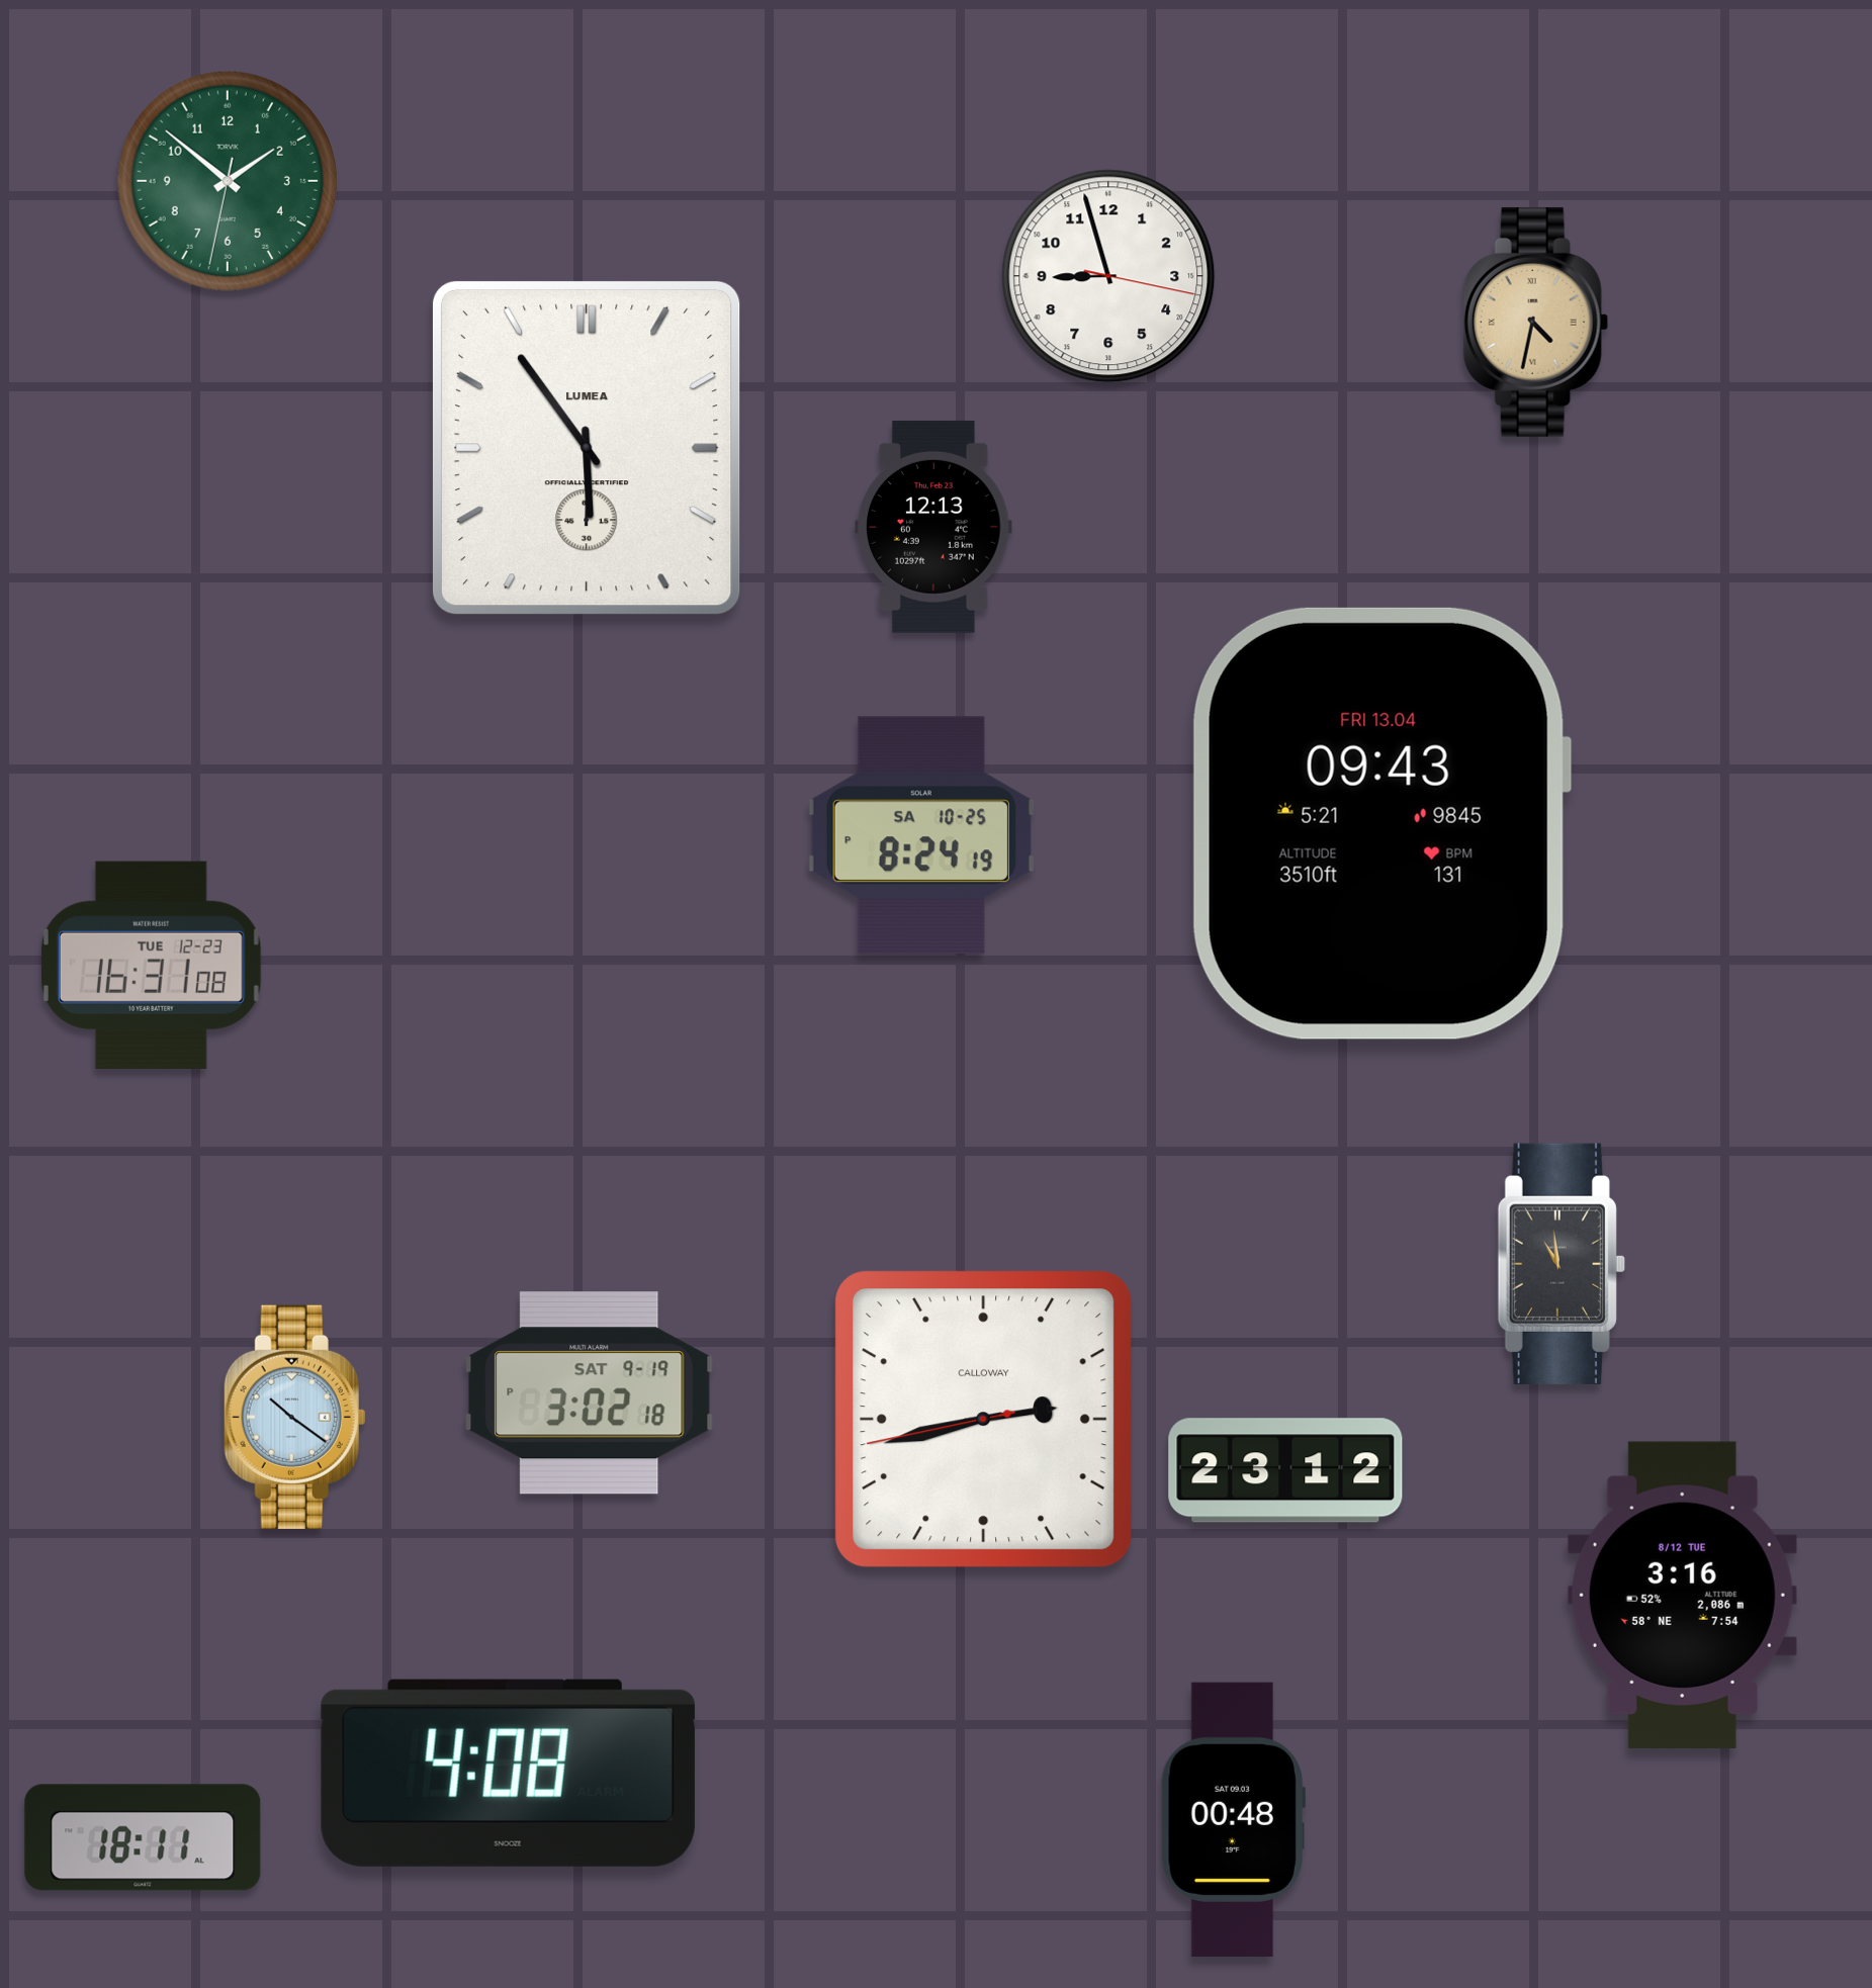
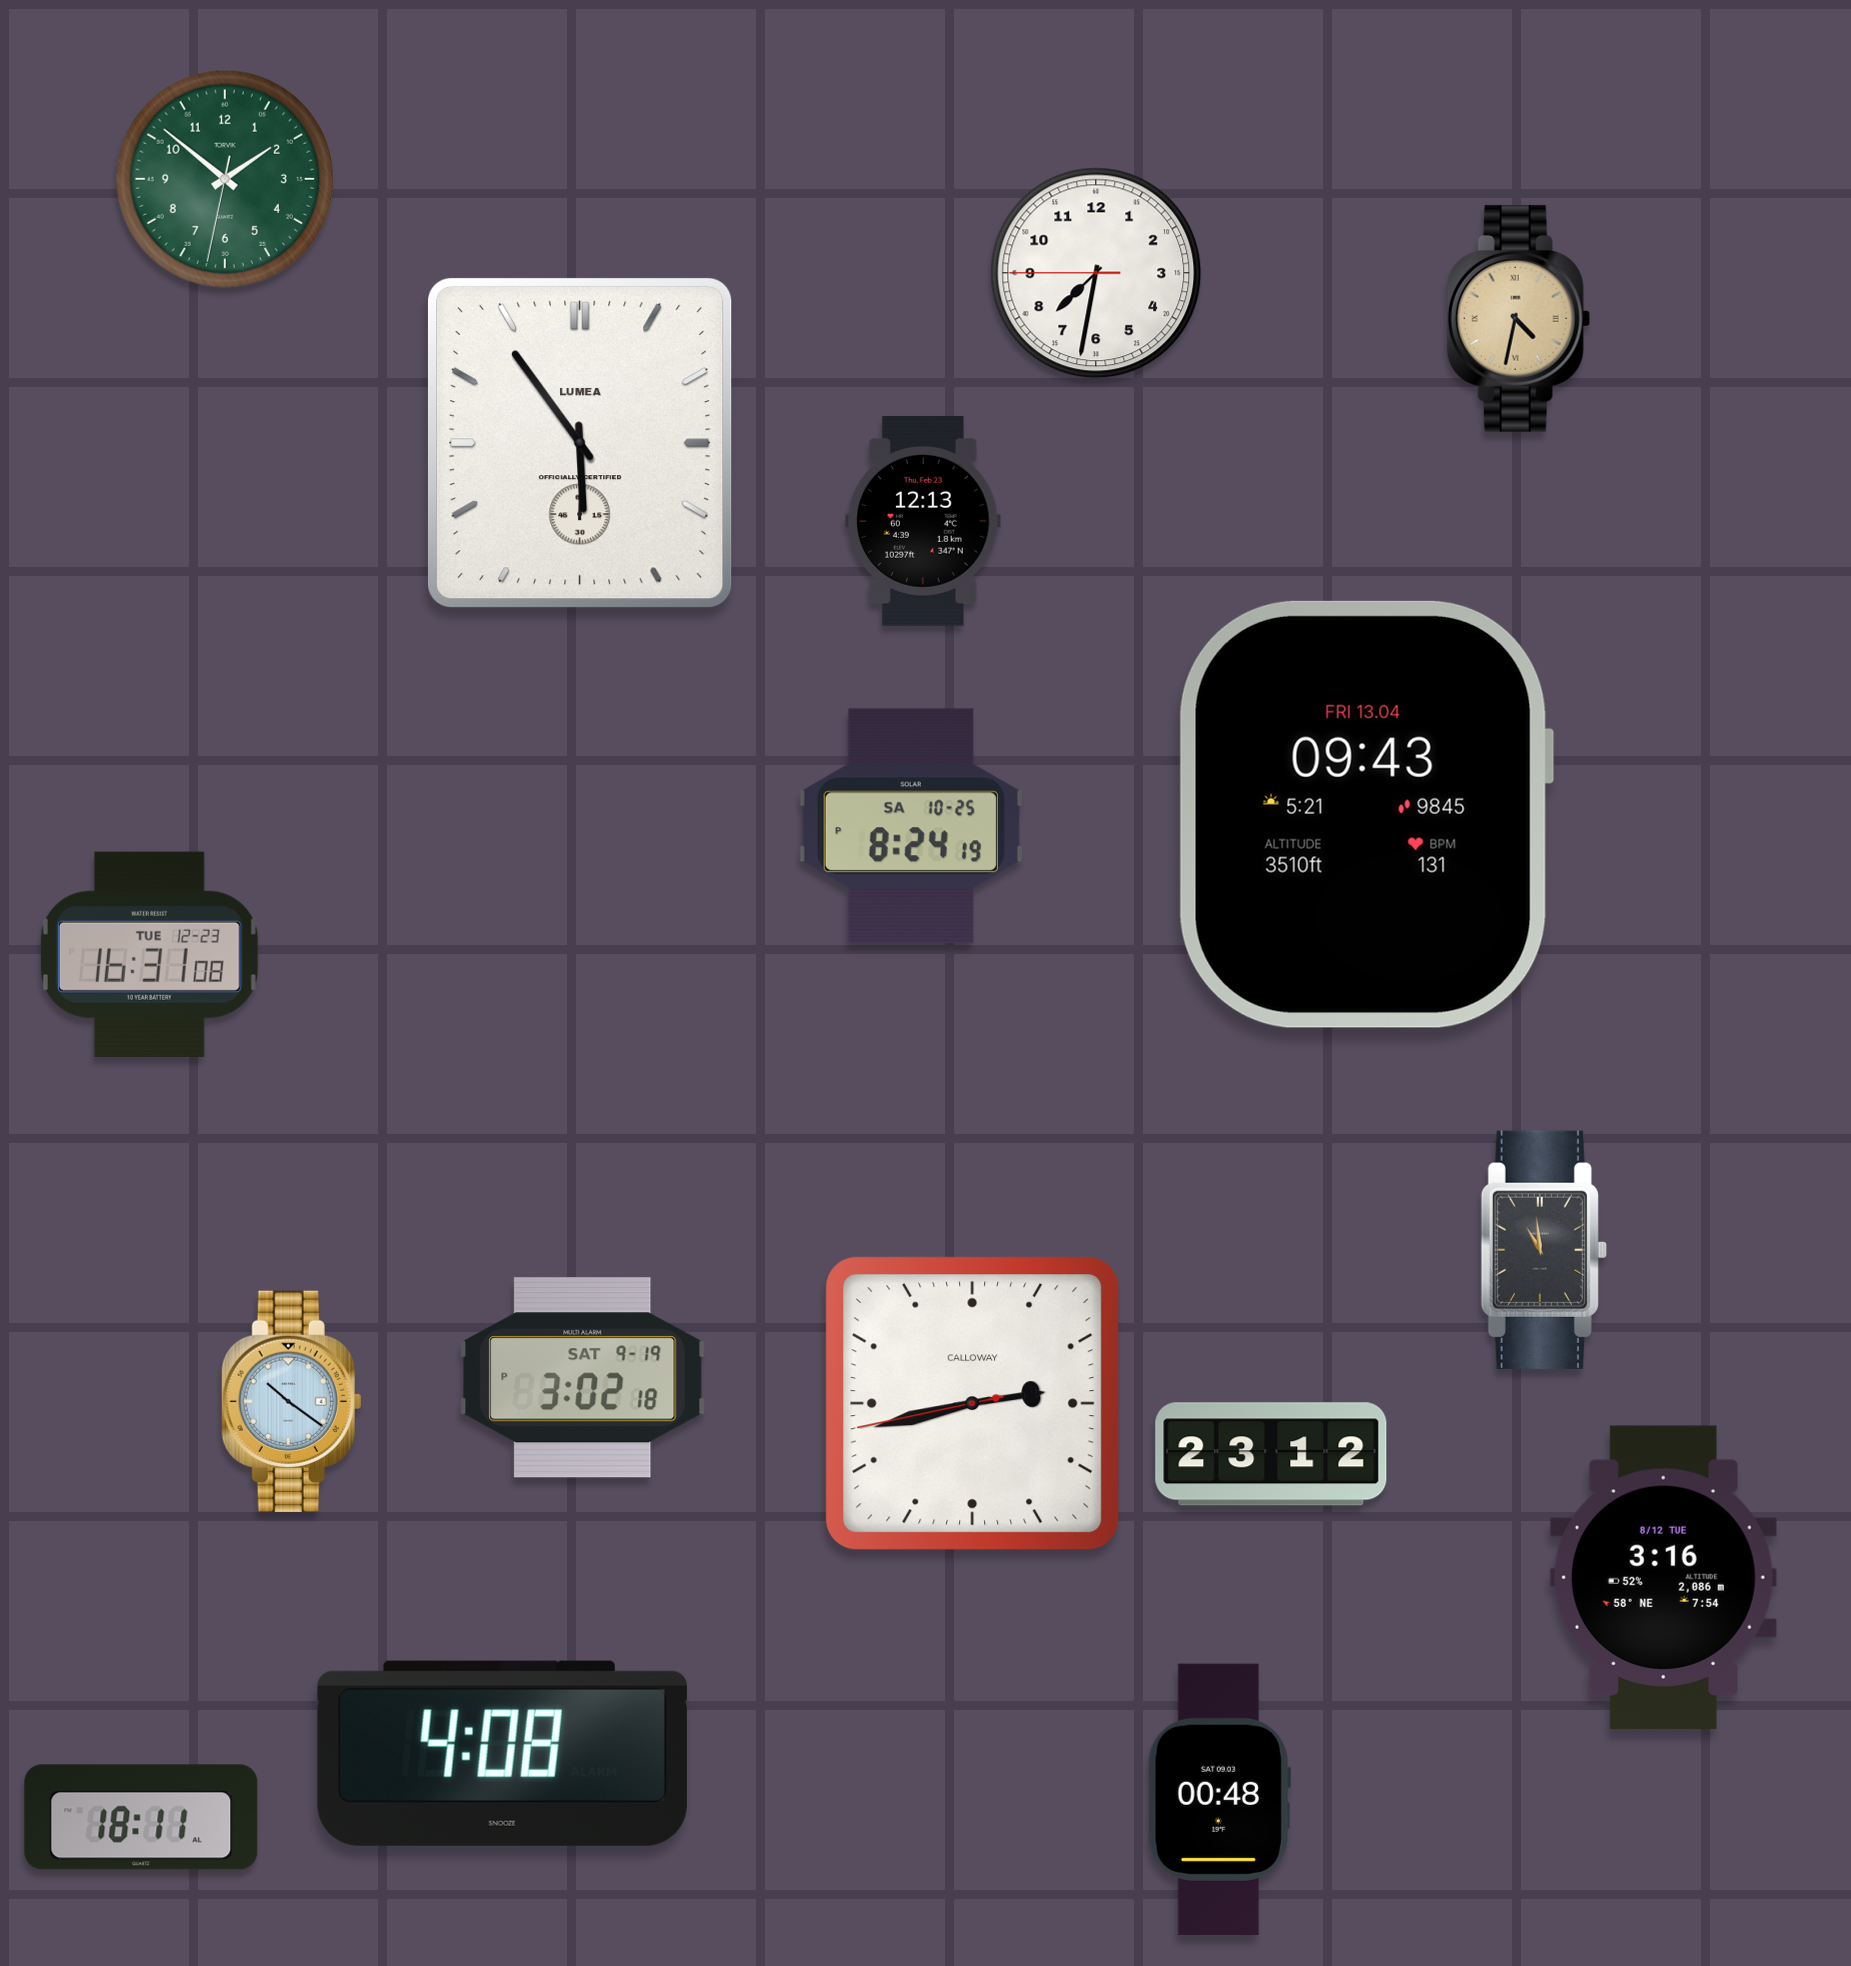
clock at (1108, 276): 8:57 -> 7:31
